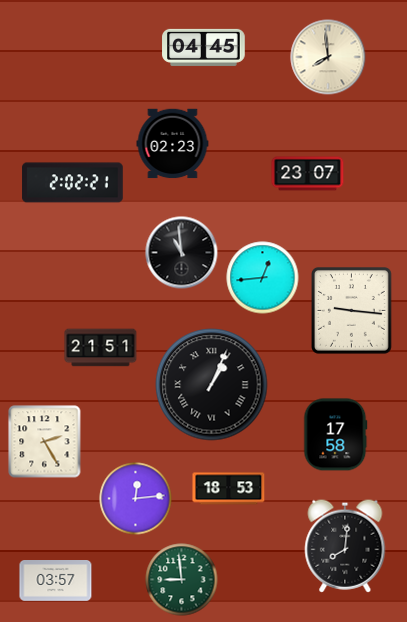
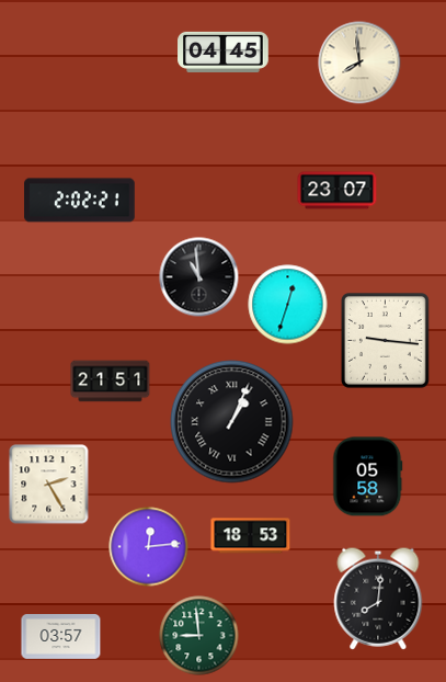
clock at (173, 144): 02:23 -> none
clock at (263, 278): 12:44 -> 12:33
clock at (336, 435): 17:58 -> 05:58
